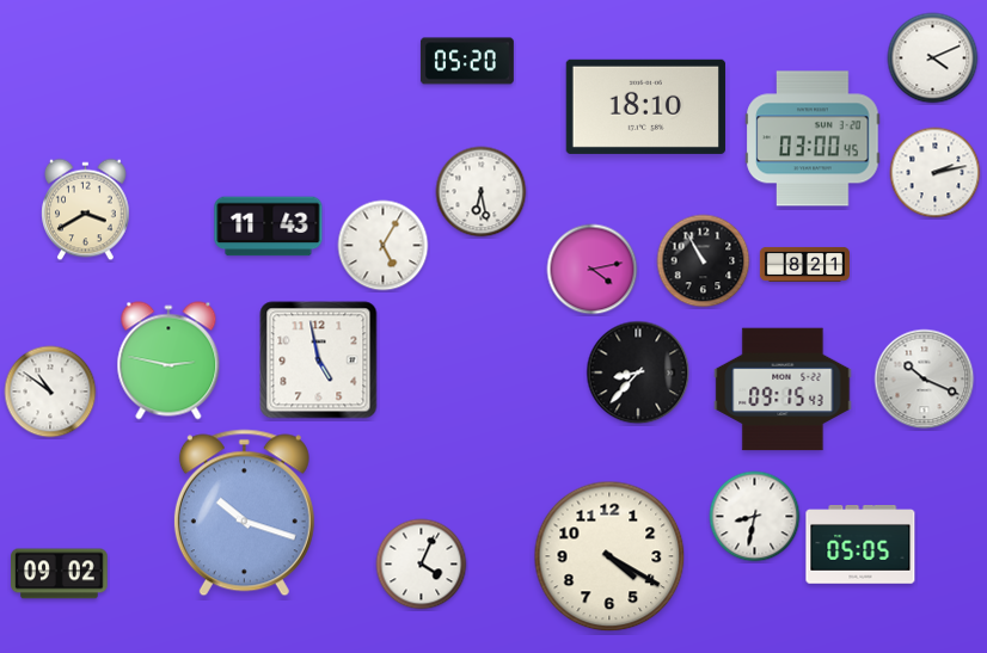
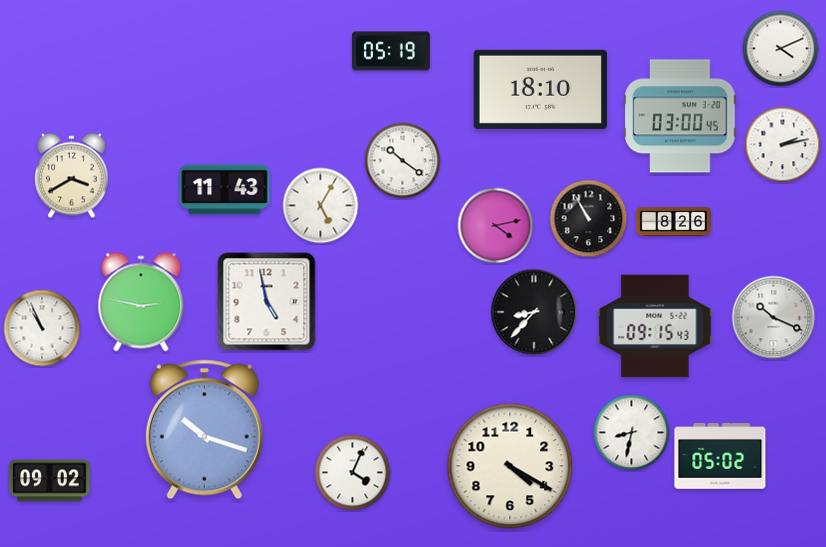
clock at (467, 61): 05:20 -> 05:19
clock at (482, 192): 6:28 -> 10:21
clock at (804, 264): 8:21 -> 8:26
clock at (50, 392): 10:51 -> 10:56
clock at (860, 544): 05:05 -> 05:02
